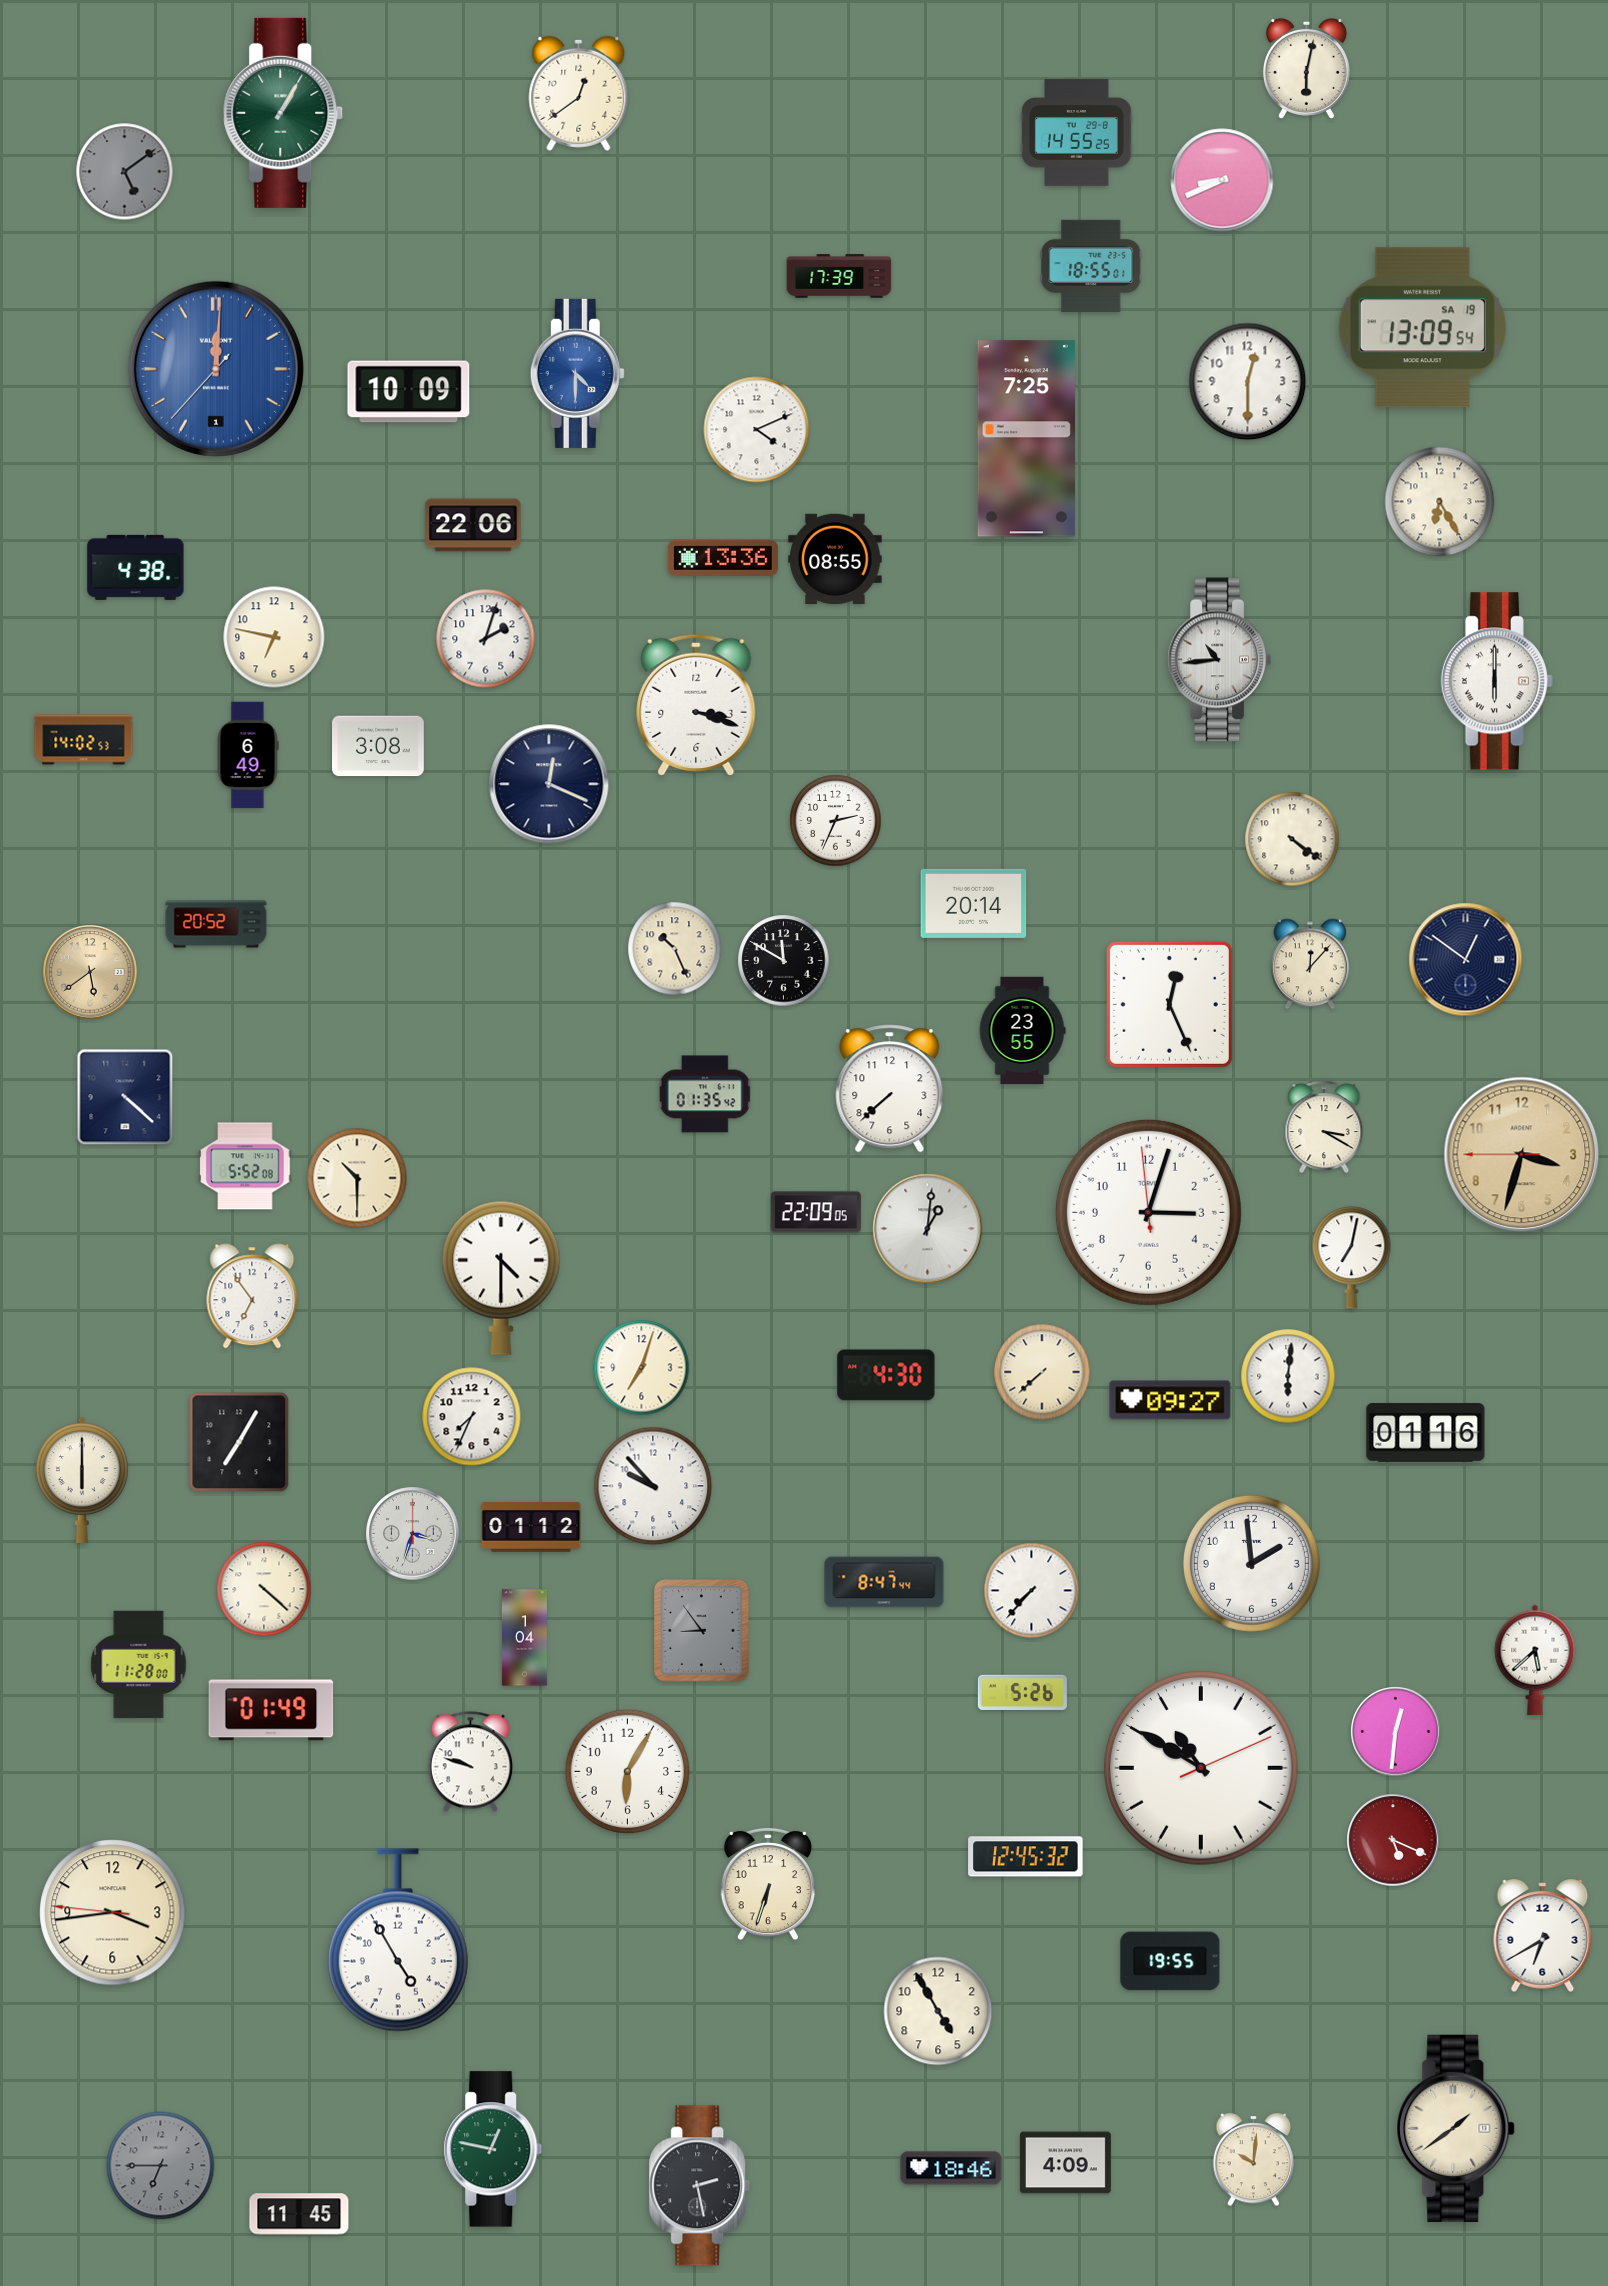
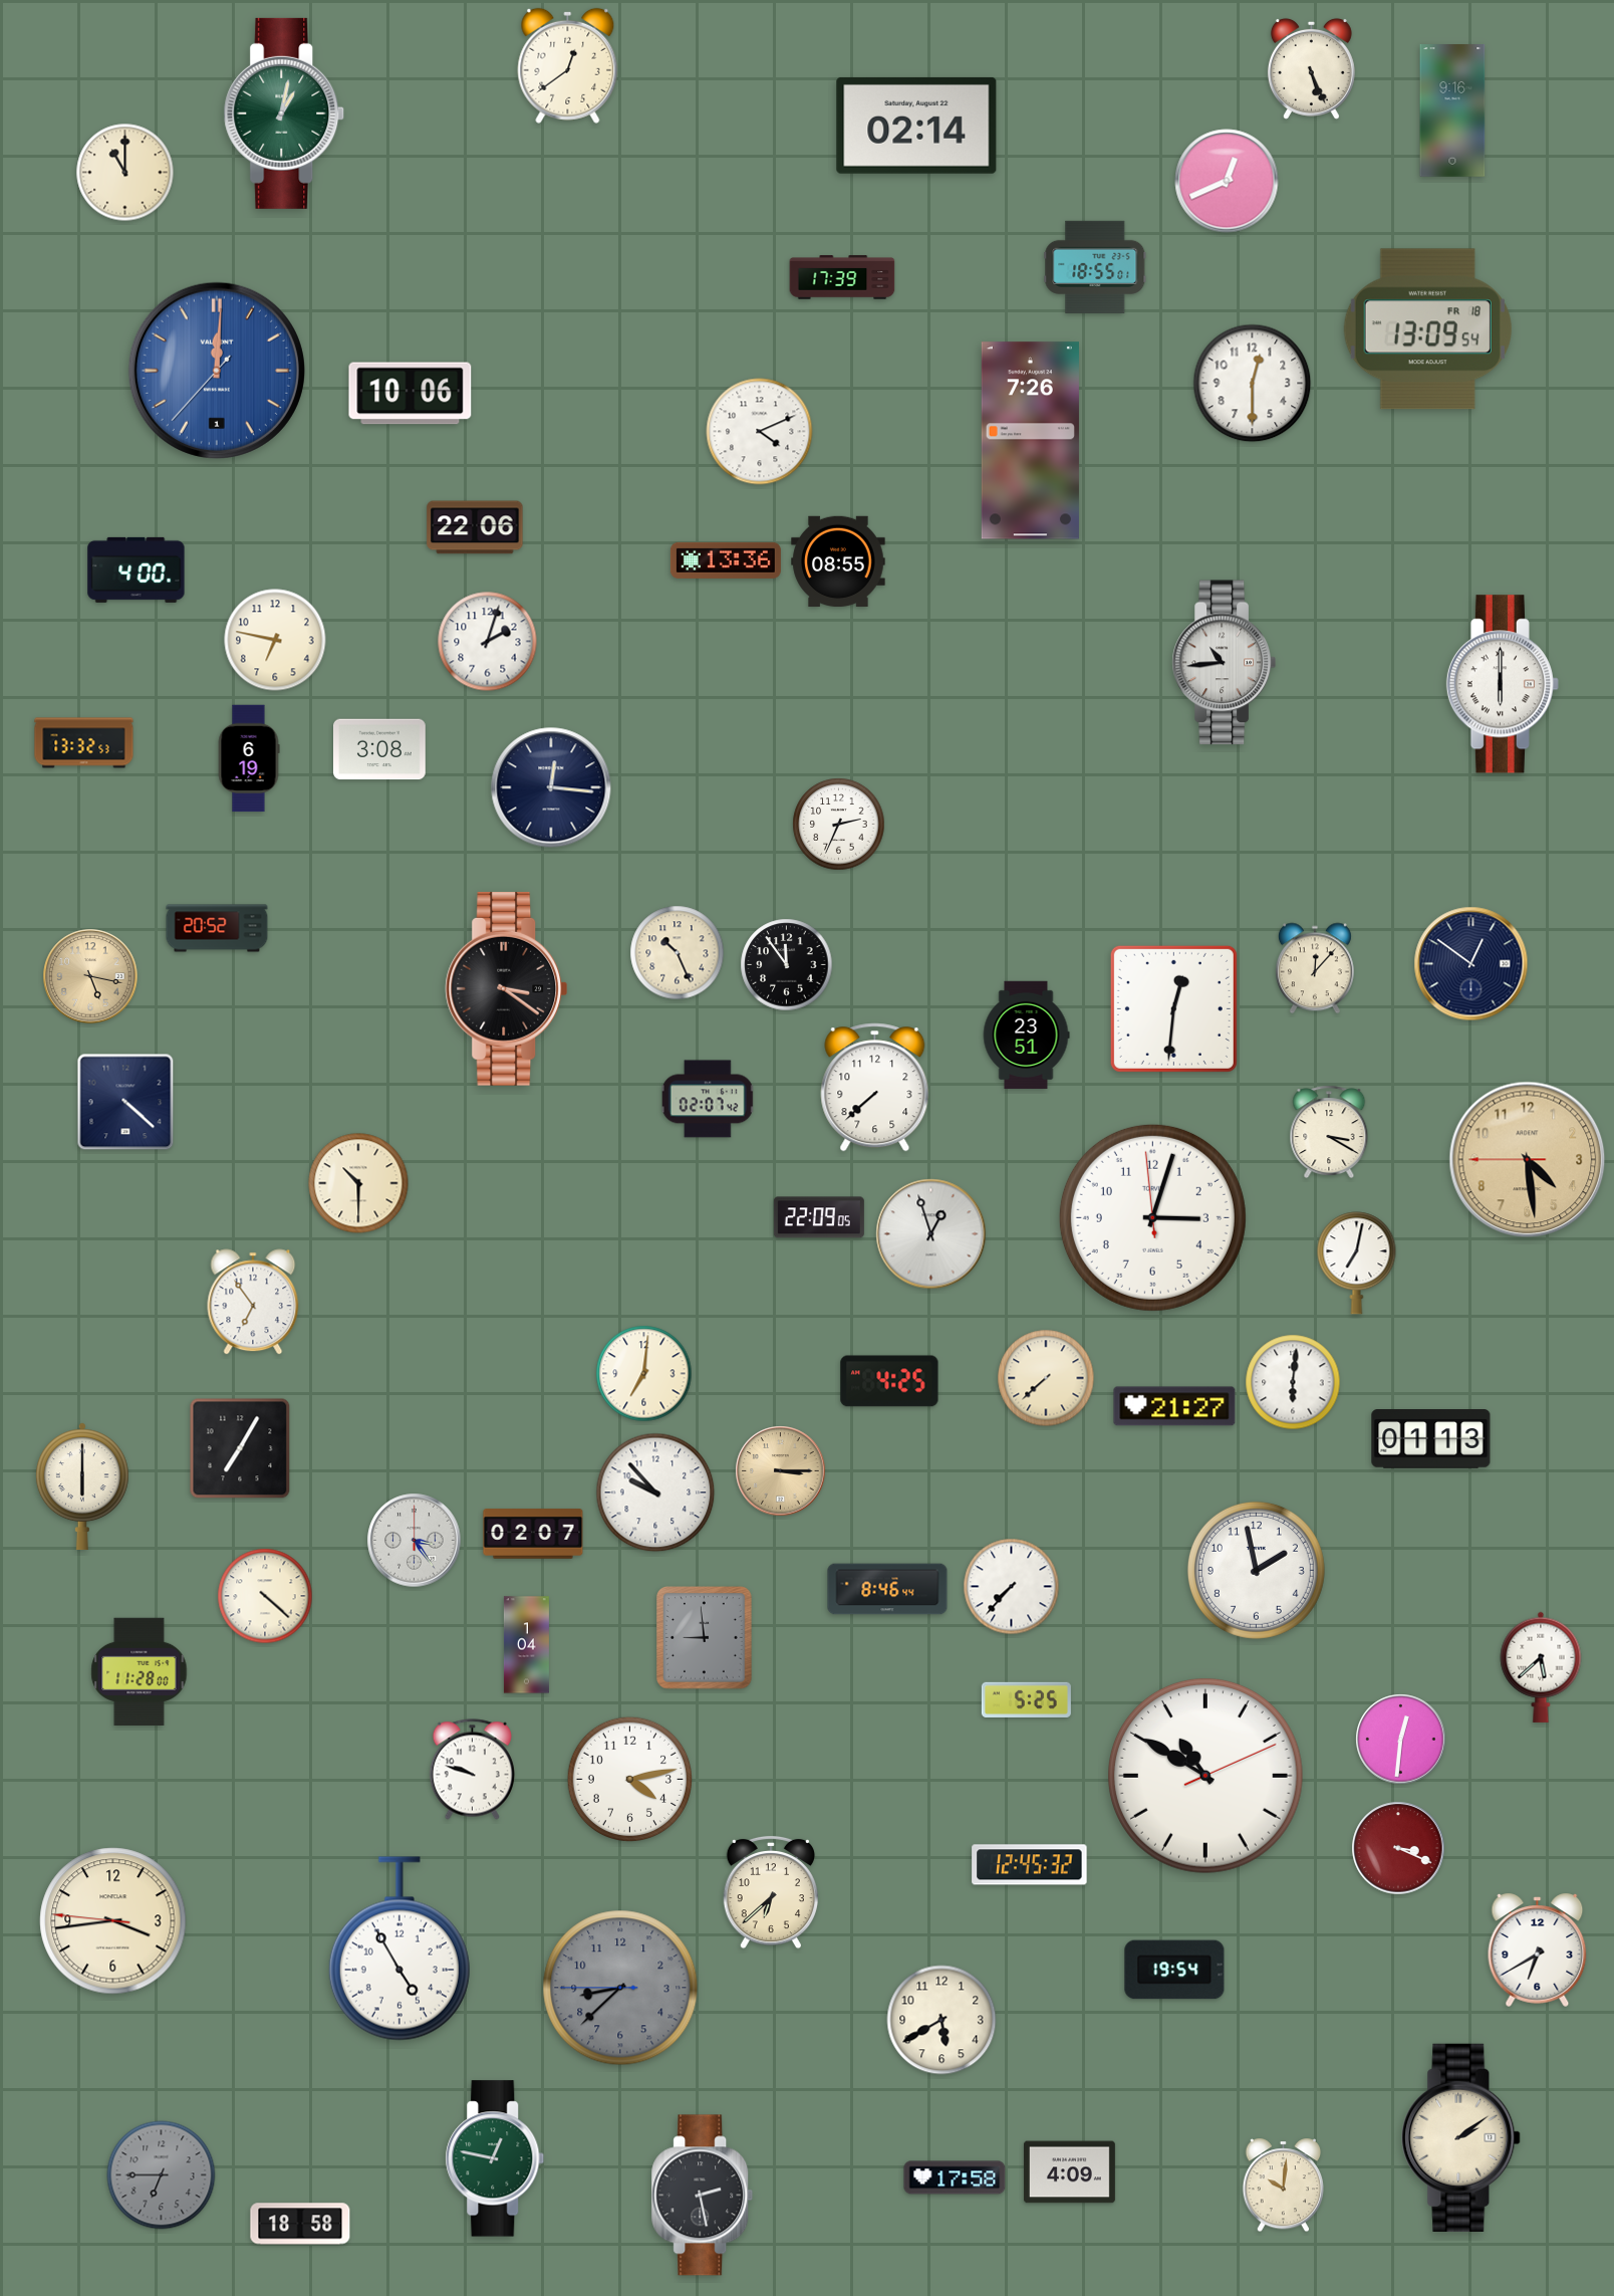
clock at (1306, 68): 6:02 -> 5:26
clock at (579, 93) position: (579, 93) -> (568, 65)
clock at (1452, 111): none -> 9:16
clock at (283, 113): 1:05 -> 1:02
clock at (916, 126): none -> 02:14
clock at (1077, 133): 14:55 -> none
clock at (125, 172): 5:09 -> 11:00
clock at (125, 172) dial: grey -> cream
clock at (1222, 180): 8:41 -> 12:41
clock at (1422, 328) date: SA 19 -> FR 18
clock at (577, 373): 4:30 -> none
clock at (409, 392): 10:09 -> 10:06
clock at (1026, 439): 7:25 -> 7:26
clock at (1440, 502): 6:25 -> none
clock at (136, 567): 4:38 -> 4:00
clock at (696, 704): 3:18 -> none
clock at (84, 740): 14:02 -> 13:32
clock at (248, 755): 6:49 -> 6:19
clock at (549, 784): 12:19 -> 12:16
clock at (1292, 839): 4:21 -> none
clock at (974, 903): 20:14 -> none
clock at (784, 961): 11:50 -> 11:54
clock at (90, 972): 5:39 -> 5:17
clock at (507, 988): none -> 3:21
clock at (1169, 1004): 12:26 -> 12:31
clock at (1022, 1031): 23:55 -> 23:51
clock at (890, 1089) position: (890, 1089) -> (875, 1088)
clock at (705, 1094): 01:35 -> 02:07
clock at (1522, 1155): 3:32 -> 4:28
clock at (245, 1166): 5:52 -> none
clock at (928, 1229): 1:01 -> 12:57
clock at (501, 1278): 4:30 -> none
clock at (642, 1368): 7:03 -> 7:01
clock at (886, 1375): 4:30 -> 4:25
clock at (1170, 1400): 09:27 -> 21:27
clock at (472, 1417): 7:34 -> none
clock at (1426, 1433): 01:16 -> 01:13
clock at (781, 1471): none -> 3:15
clock at (531, 1527): 01:12 -> 02:07
clock at (413, 1534): 3:33 -> 3:24
clock at (1251, 1563): 1:59 -> 1:58
clock at (884, 1582): 8:47 -> 8:46
clock at (1032, 1591) position: (1032, 1591) -> (1012, 1587)
clock at (702, 1631): 8:54 -> 8:59
clock at (1022, 1692): 5:26 -> 5:25
clock at (271, 1710): 01:49 -> none
clock at (627, 1771): 6:05 -> 4:13
clock at (1393, 1840): 5:19 -> 3:19
clock at (767, 1884): 6:33 -> 6:38
clock at (1543, 1935) position: (1543, 1935) -> (1538, 1949)
clock at (1170, 1961): 19:55 -> 19:54
clock at (620, 1988): none -> 8:37
clock at (938, 2011): 4:55 -> 5:40
clock at (1456, 2128): 1:39 -> 2:09
clock at (1254, 2160) position: (1254, 2160) -> (1284, 2186)
clock at (951, 2168): 18:46 -> 17:58
clock at (299, 2214): 11:45 -> 18:58
